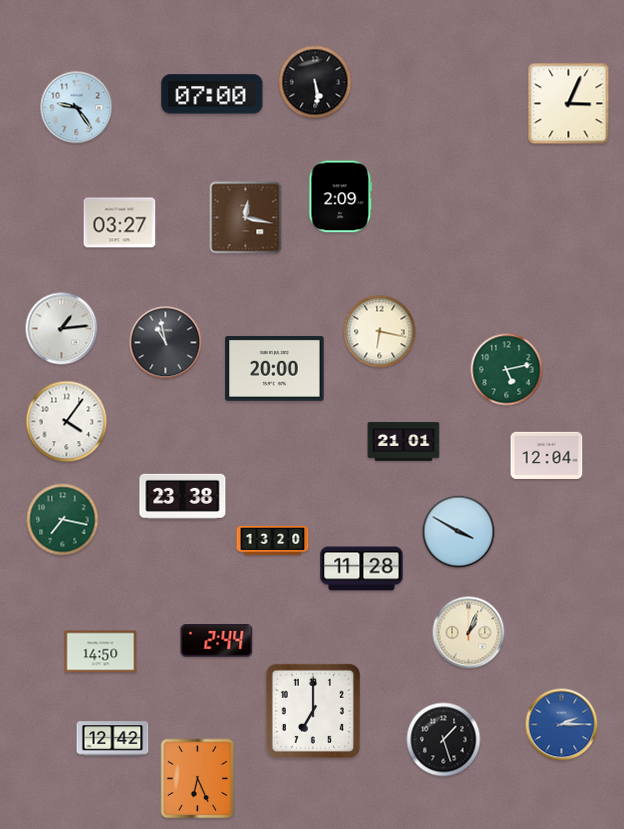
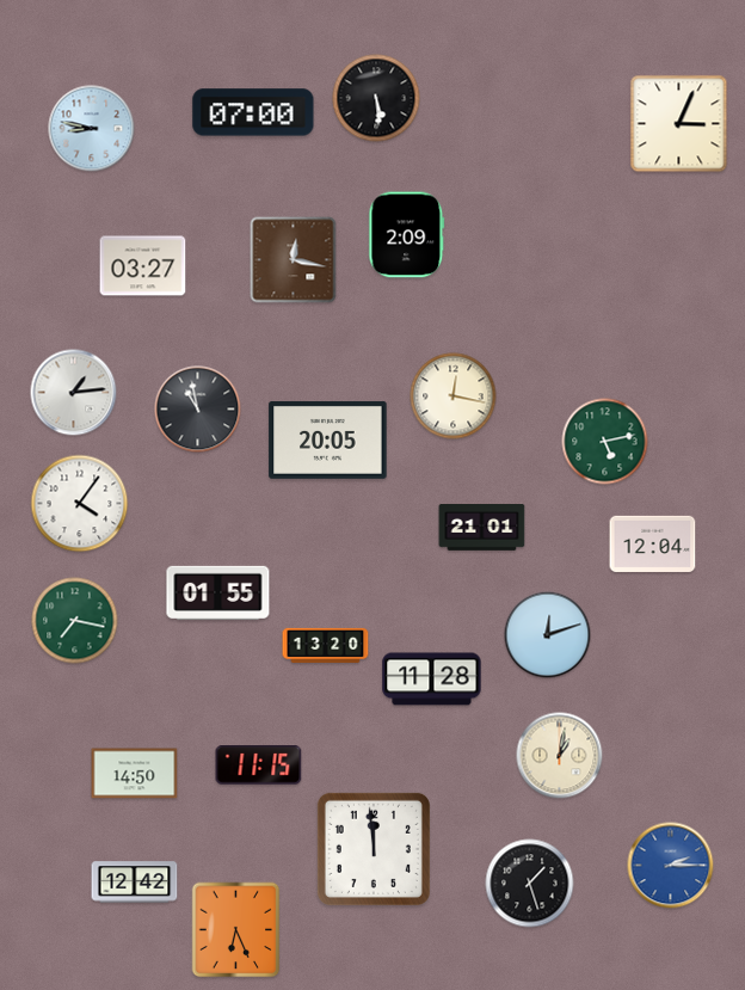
clock at (77, 108): 9:24 -> 8:47
clock at (380, 332): 6:17 -> 12:17
clock at (275, 368): 20:00 -> 20:05
clock at (183, 496): 23:38 -> 01:55
clock at (459, 532): 3:50 -> 12:12
clock at (469, 633): 1:04 -> 1:02
clock at (217, 641): 2:44 -> 11:15
clock at (101, 652) position: (101, 652) -> (135, 774)
clock at (313, 711): 7:00 -> 11:59
